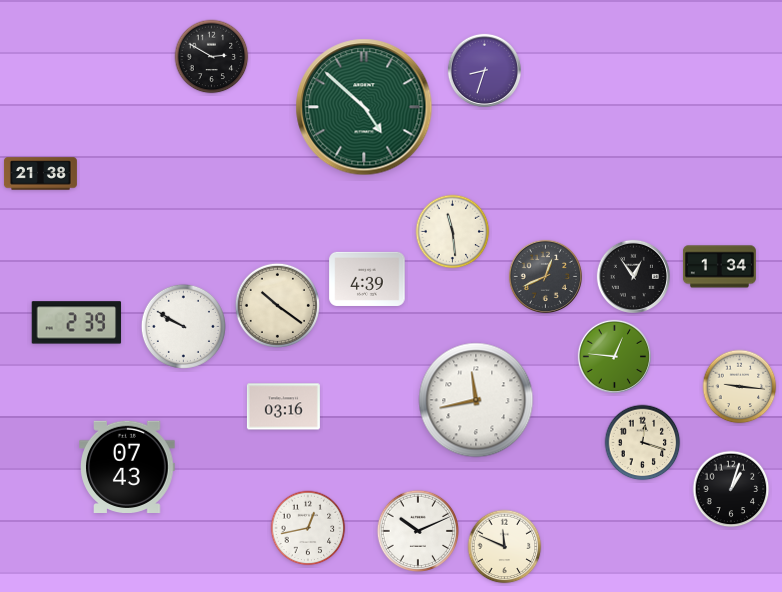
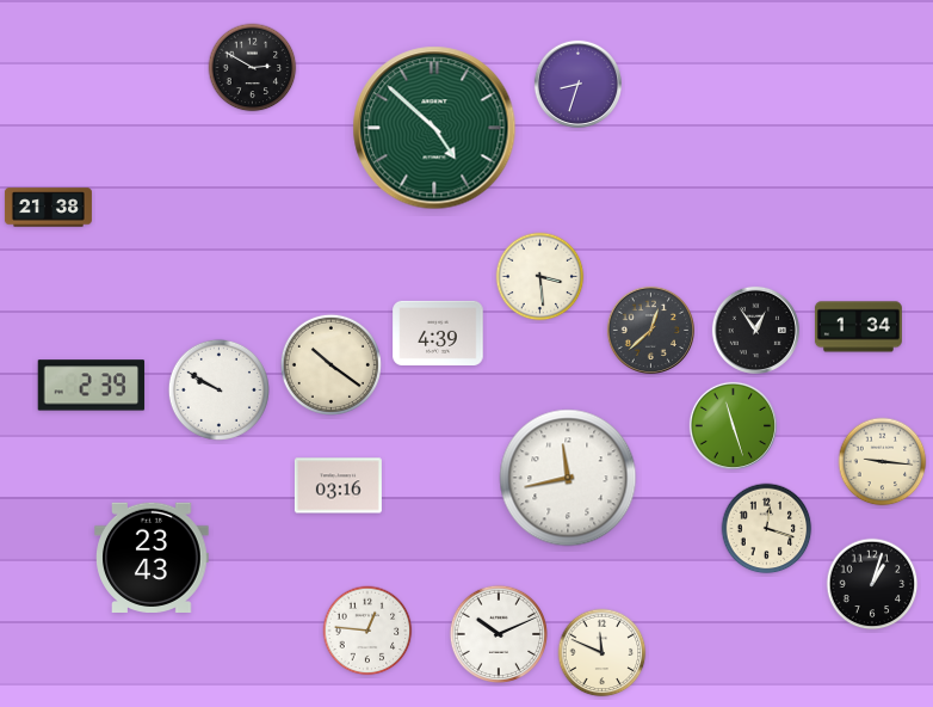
clock at (453, 232): 11:29 -> 3:29
clock at (719, 267) position: (719, 267) -> (858, 327)
clock at (545, 276): 12:41 -> 12:38
clock at (614, 356): 12:46 -> 11:27
clock at (127, 466): 07:43 -> 23:43
clock at (308, 528): 12:43 -> 12:46
